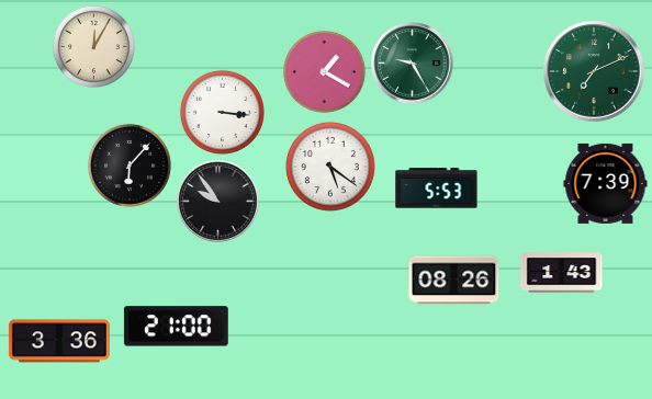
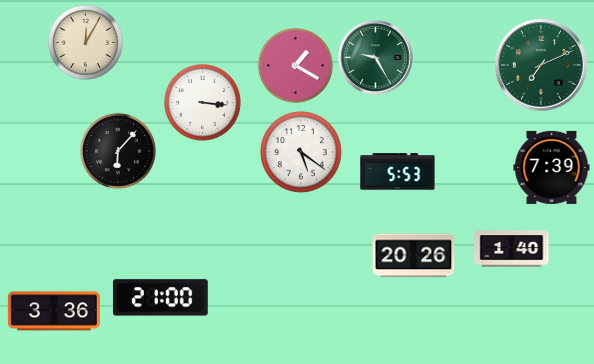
clock at (218, 202): 9:54 -> none
clock at (562, 273): 1:43 -> 1:40
clock at (454, 281): 08:26 -> 20:26
